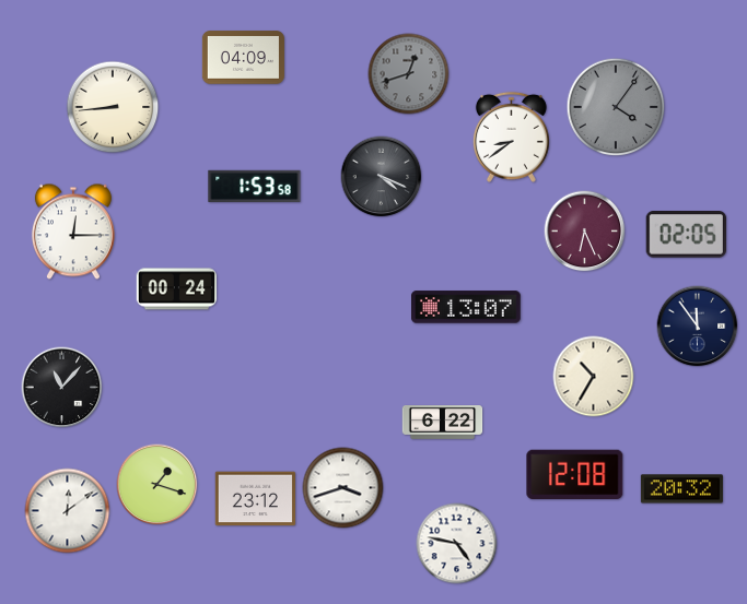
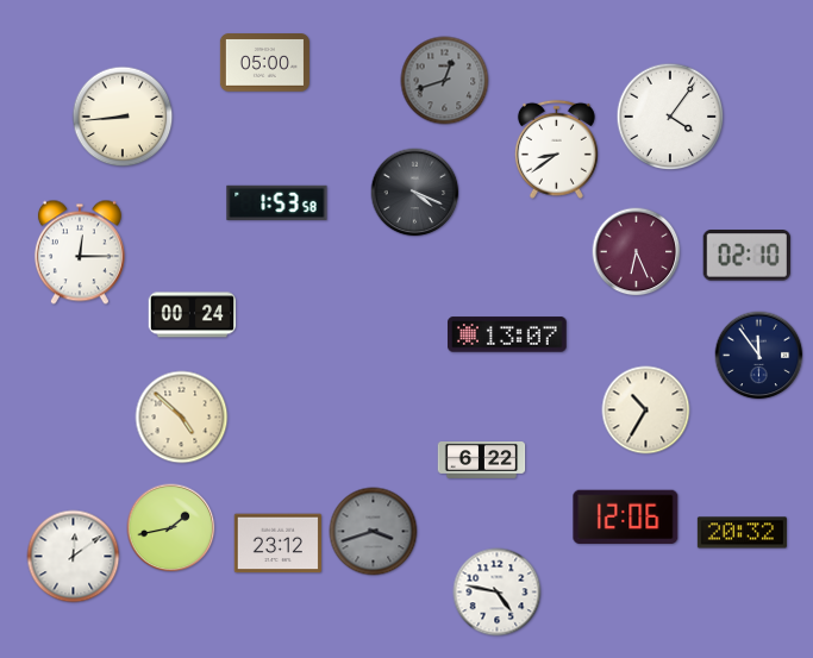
clock at (243, 58): 04:09 -> 05:00
clock at (616, 107) dial: grey -> white
clock at (686, 235): 02:05 -> 02:10
clock at (182, 418): none -> 4:52
clock at (62, 388): 11:07 -> none
clock at (575, 475): 12:08 -> 12:06
clock at (157, 485): 1:18 -> 1:43
clock at (343, 488) dial: white -> grey
